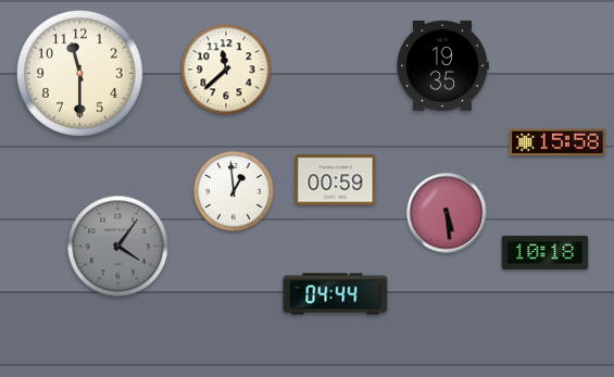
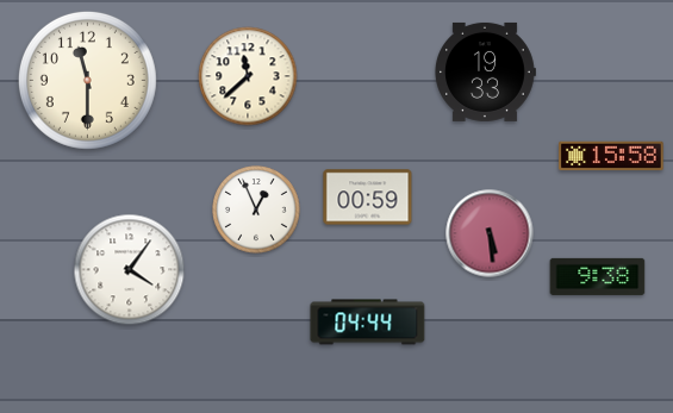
clock at (443, 65): 19:35 -> 19:33
clock at (234, 191): 12:59 -> 12:56
clock at (118, 247) dial: grey -> white
clock at (546, 252): 10:18 -> 9:38
